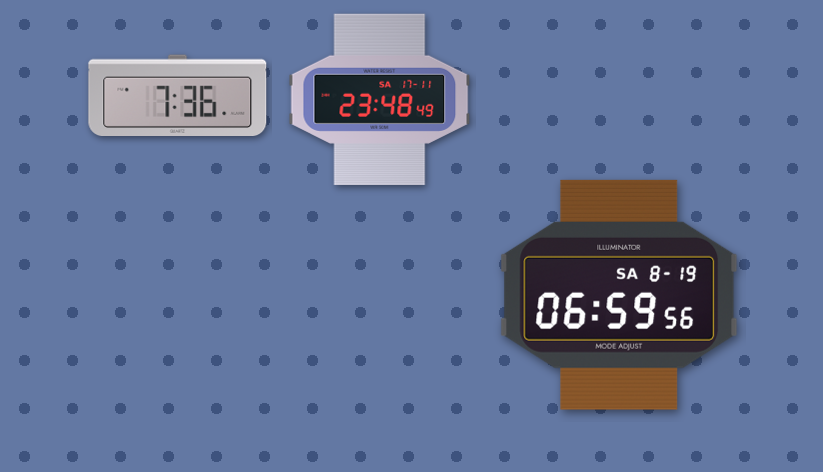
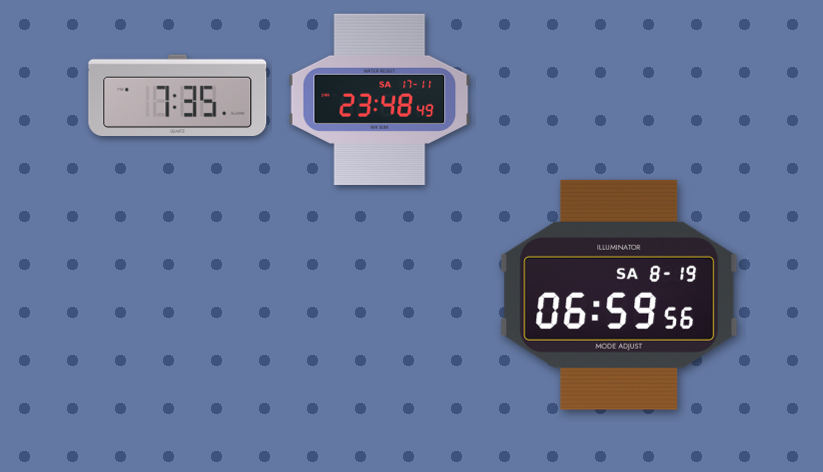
clock at (178, 95): 7:36 -> 7:35
